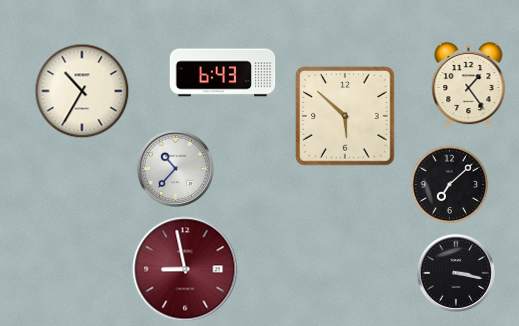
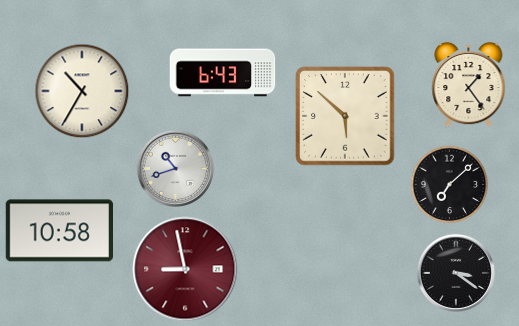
clock at (175, 168): 10:37 -> 10:42
clock at (59, 231): none -> 10:58
clock at (455, 272): 3:17 -> 3:21
